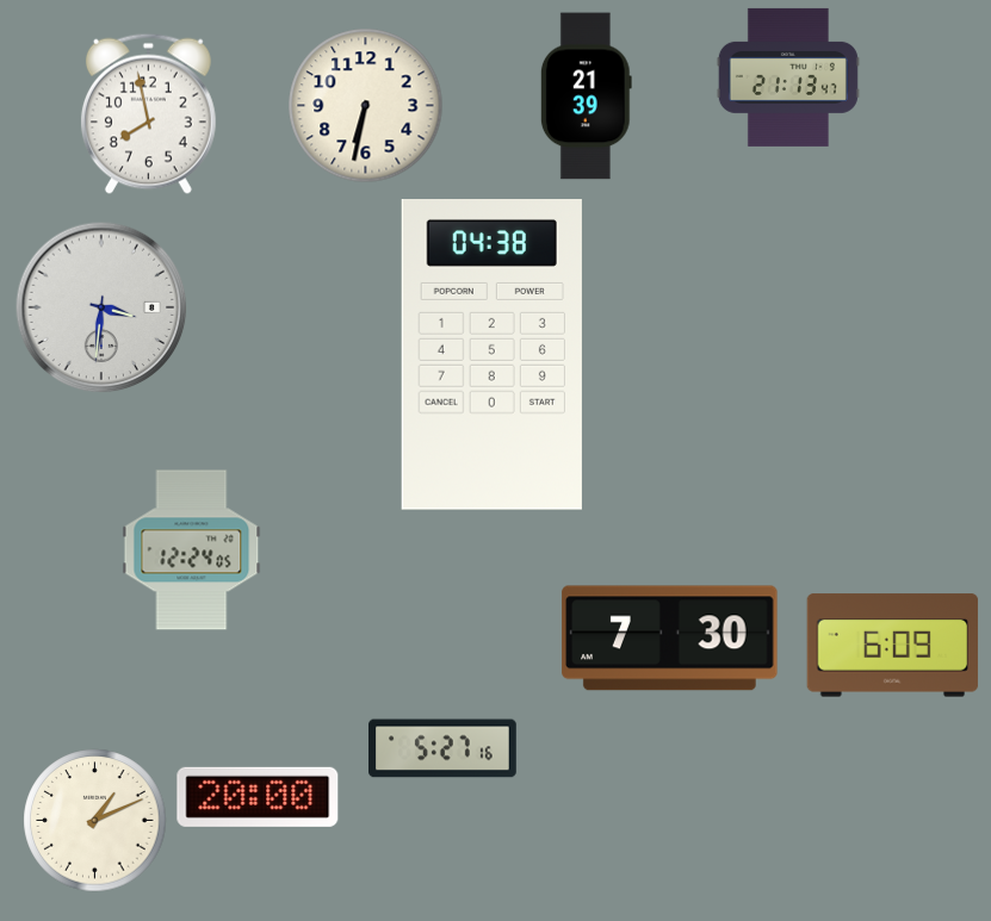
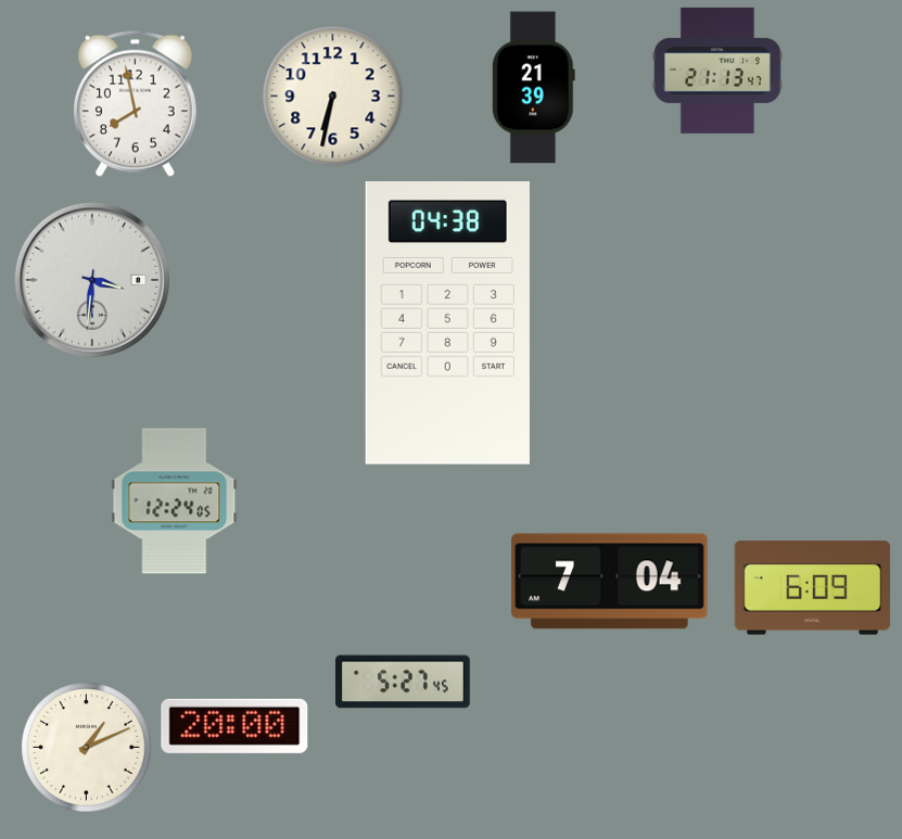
clock at (670, 639): 7:30 -> 7:04
clock at (444, 748): 5:27:16 -> 5:27:45
